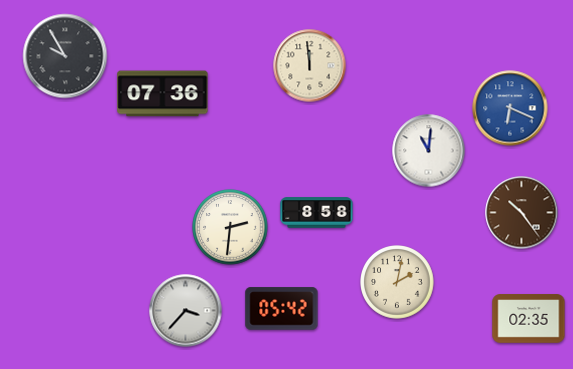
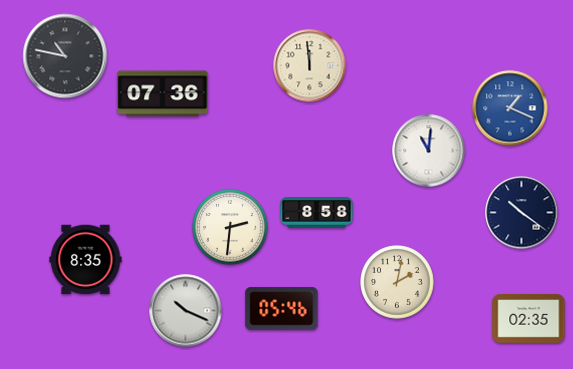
clock at (65, 56): 9:55 -> 10:47
clock at (510, 108): 6:19 -> 1:19
clock at (522, 213): 10:24 -> 10:21
clock at (522, 213) dial: brown -> navy
clock at (86, 260): none -> 8:35
clock at (282, 309): 05:42 -> 05:46
clock at (186, 311): 3:37 -> 10:19
